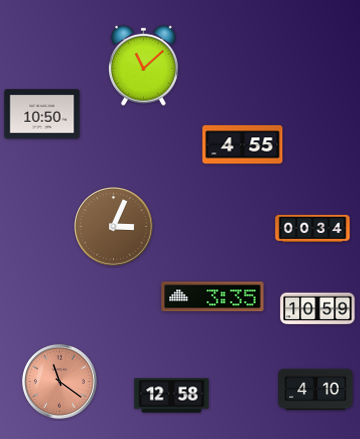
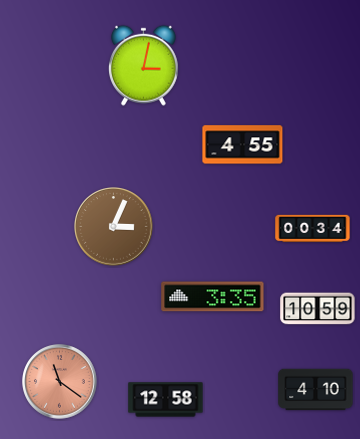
clock at (143, 65): 11:08 -> 3:02
clock at (42, 114): 10:50 -> none
clock at (172, 396) position: (172, 396) -> (166, 400)
